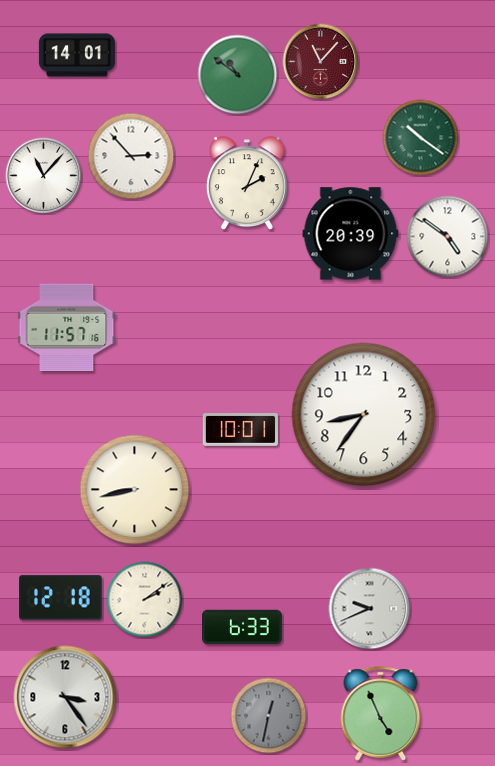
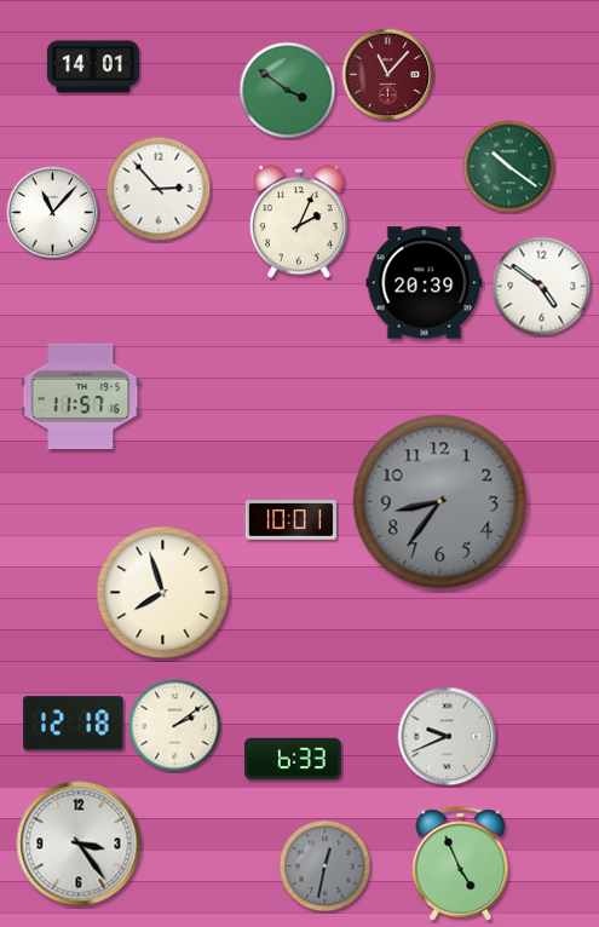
clock at (238, 75): 10:51 -> 3:51
clock at (364, 415) dial: white -> grey
clock at (135, 490): 8:43 -> 7:57
